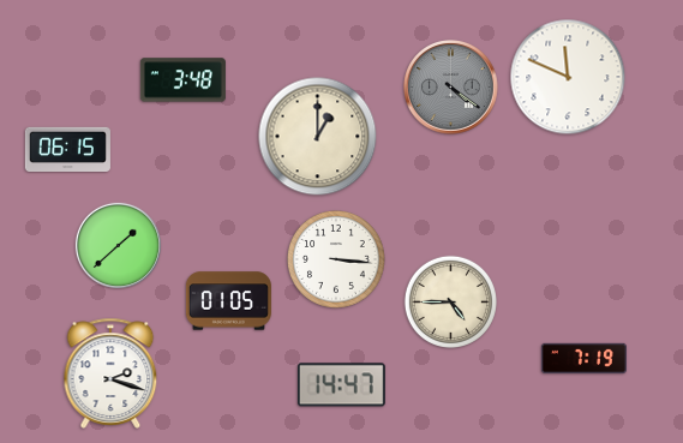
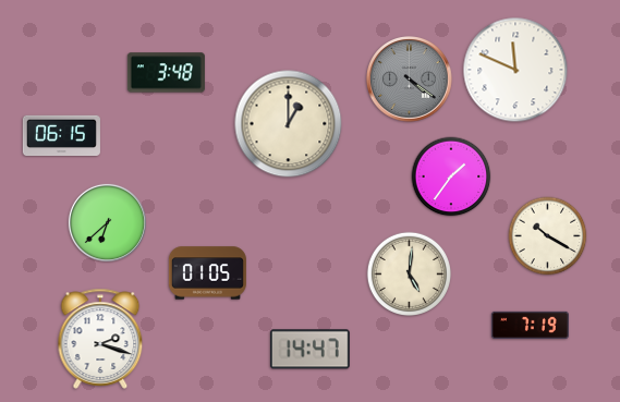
clock at (451, 176): none -> 1:36
clock at (118, 245): 1:38 -> 6:38
clock at (337, 261): 3:16 -> none
clock at (548, 236): none -> 10:20
clock at (450, 301): 4:45 -> 5:01
